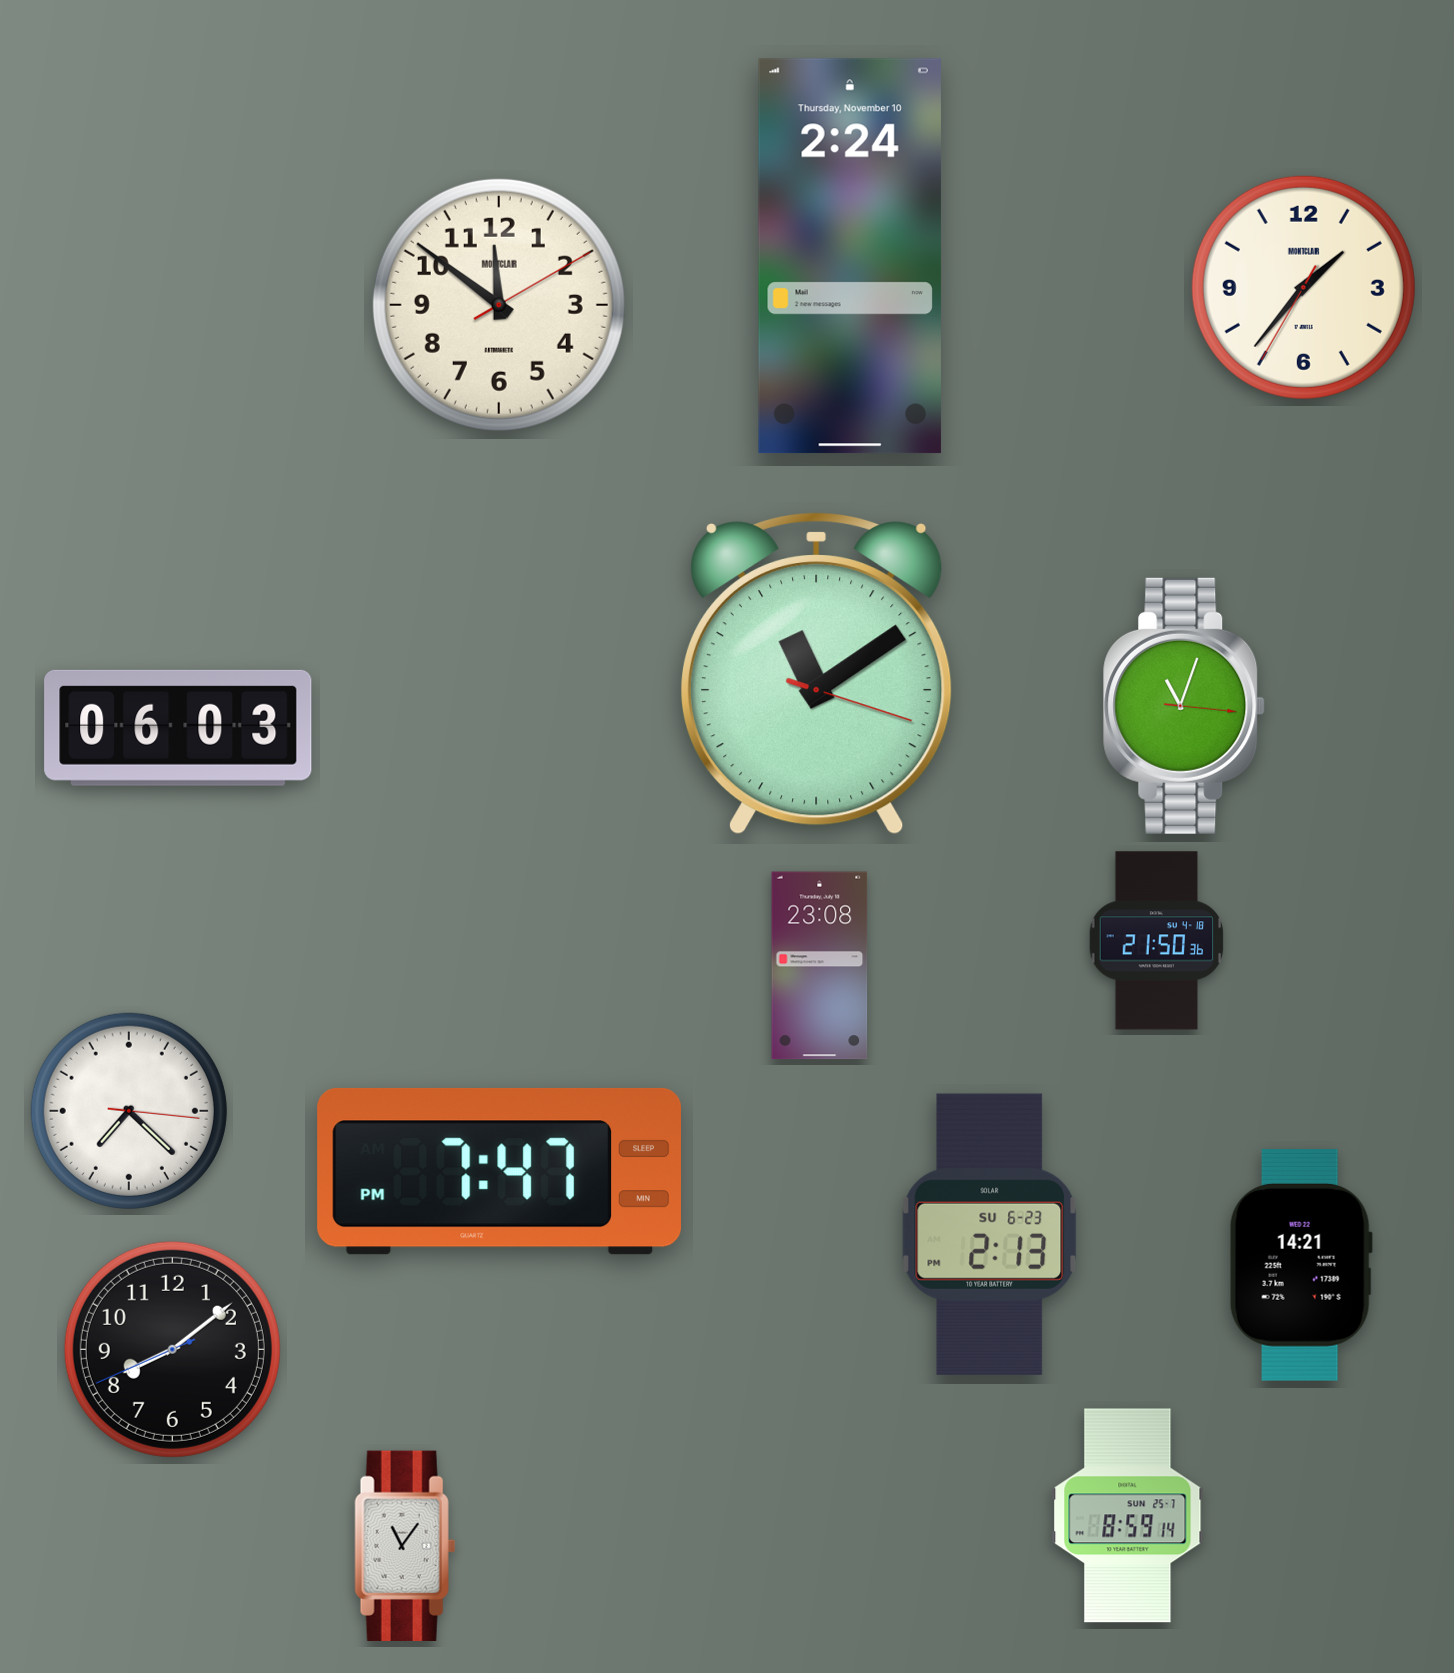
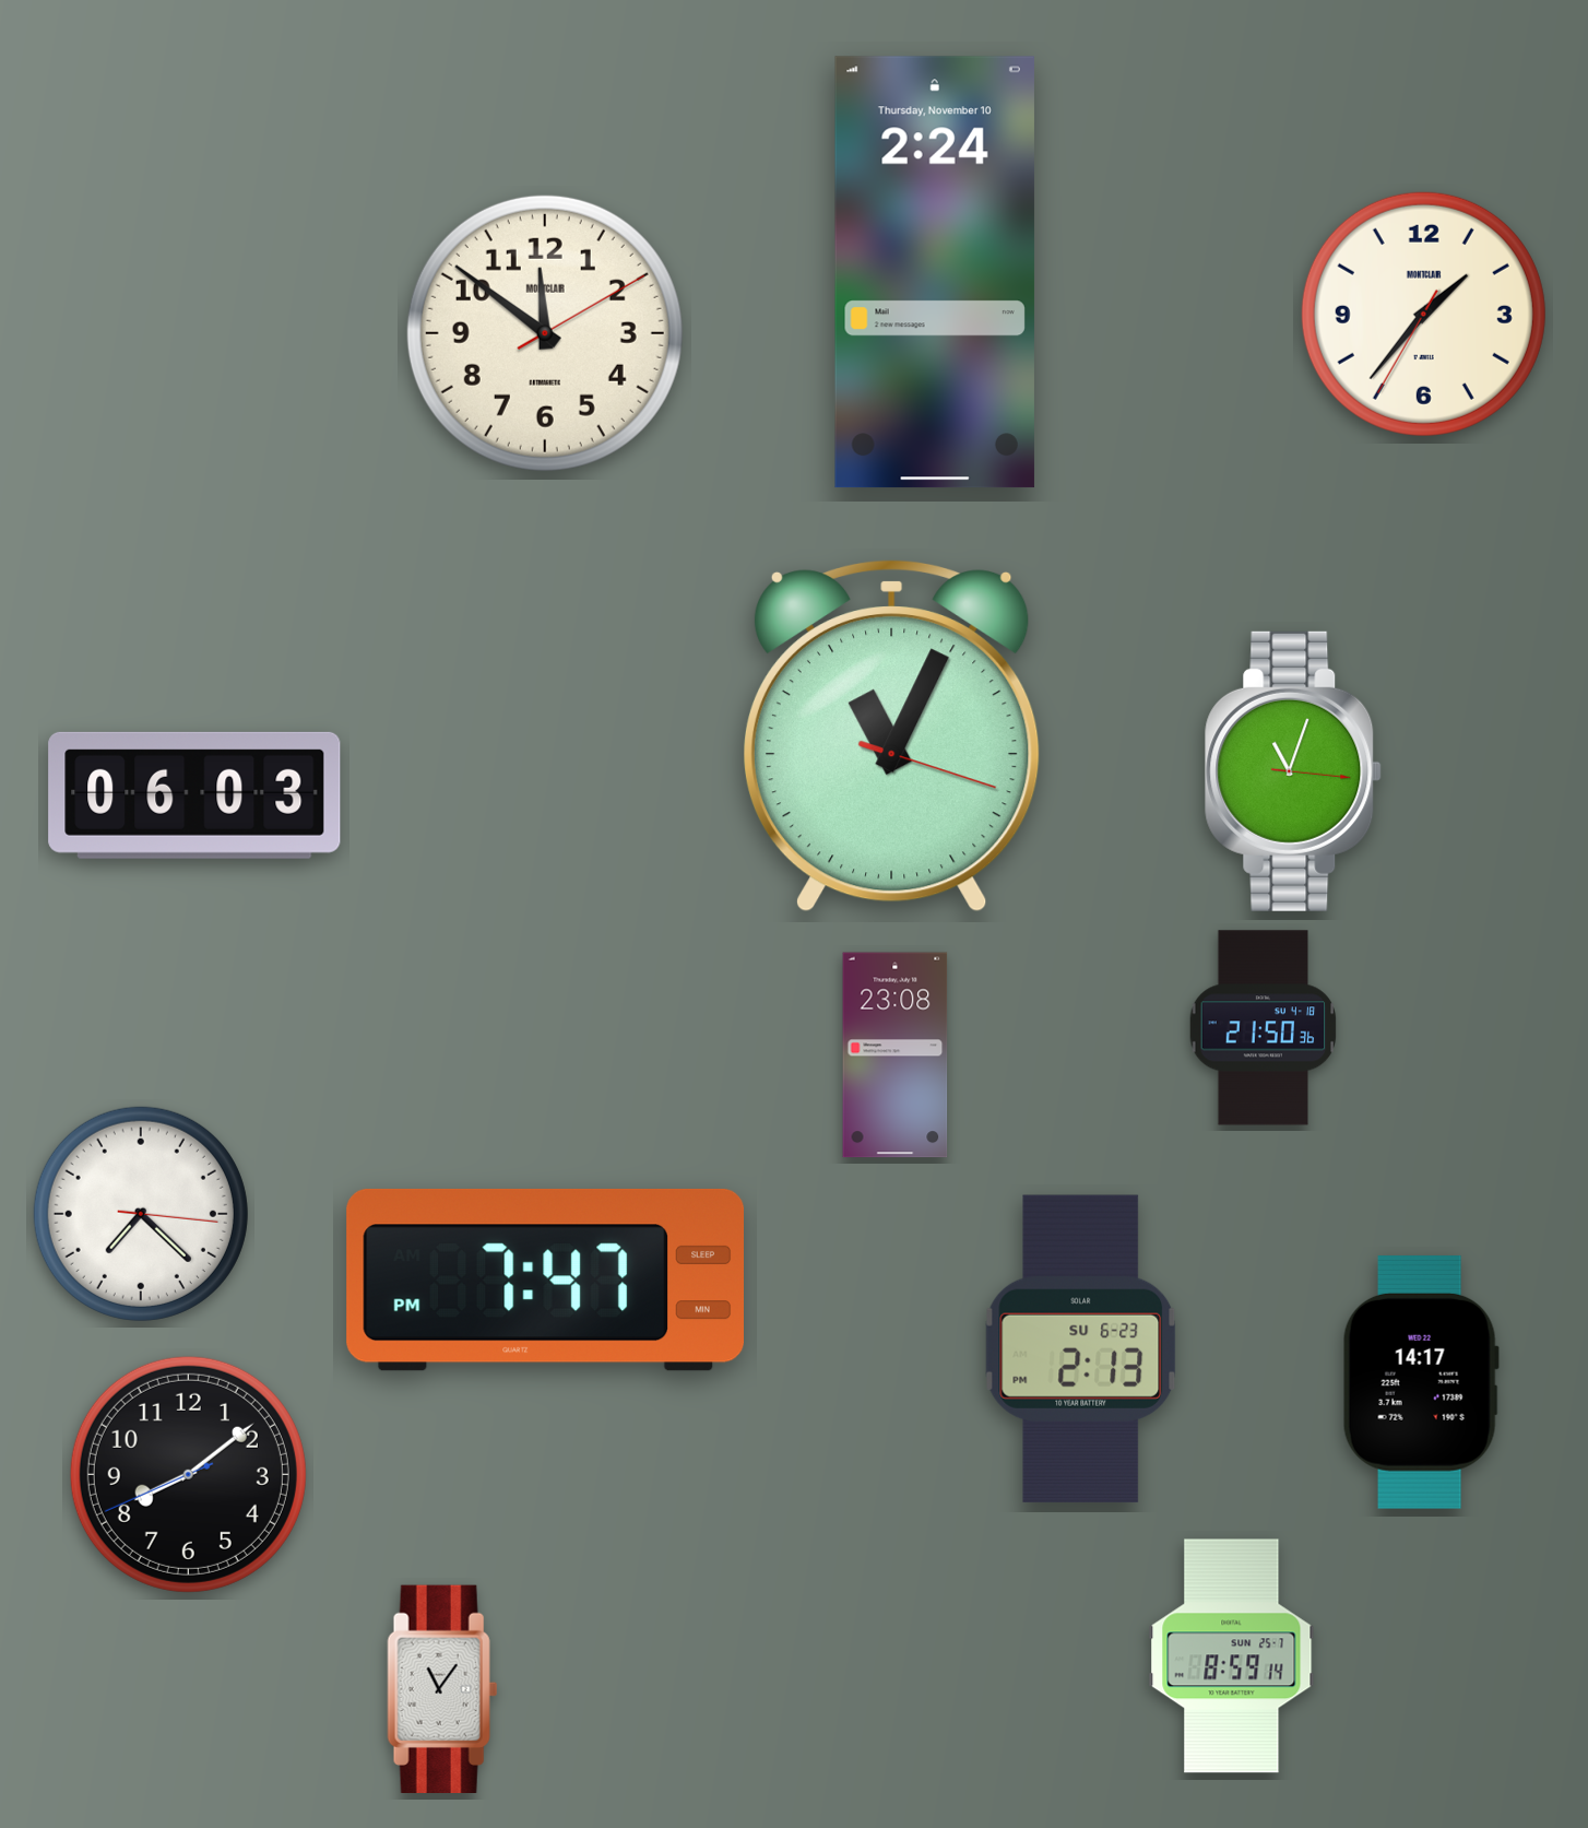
clock at (850, 256) position: (850, 256) -> (935, 272)
clock at (816, 673): 11:09 -> 11:04
clock at (1301, 1265): 14:21 -> 14:17
